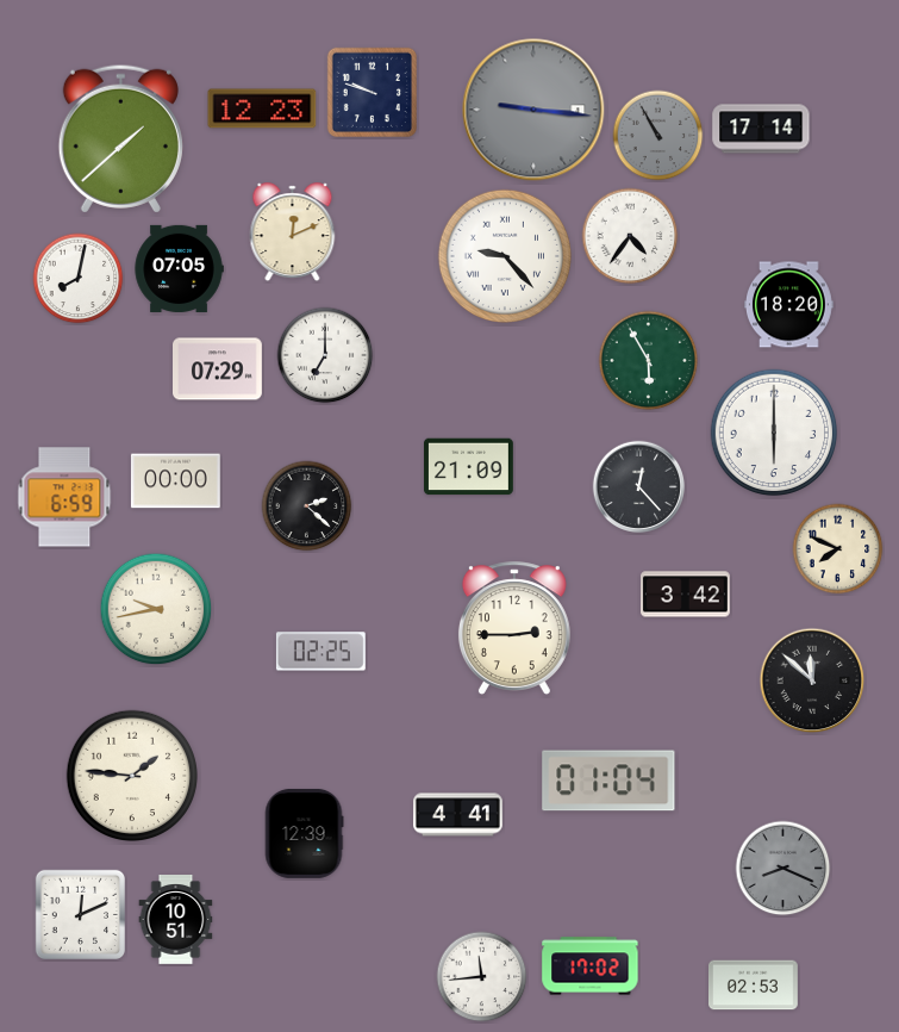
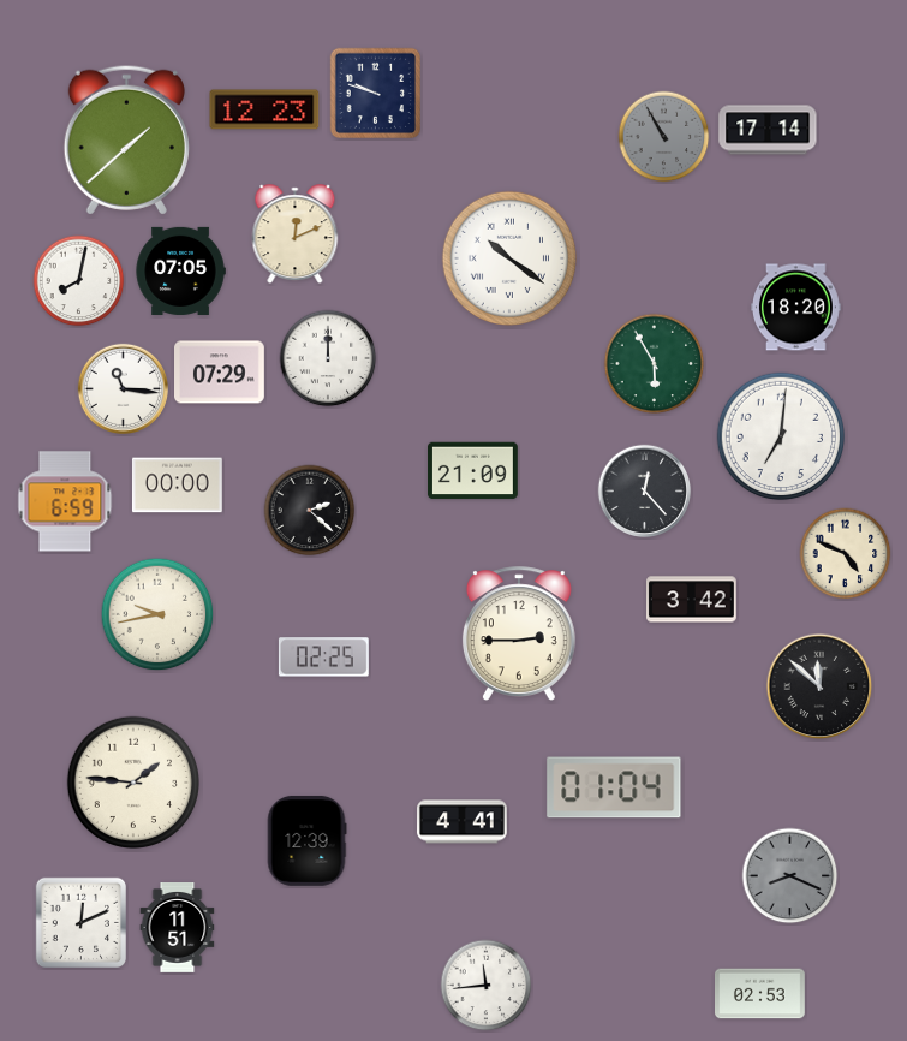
clock at (533, 110): 9:16 -> none
clock at (120, 138) position: (120, 138) -> (126, 139)
clock at (630, 236): 4:36 -> none
clock at (504, 255): 9:23 -> 10:21
clock at (325, 355): 7:00 -> 12:00
clock at (123, 388): none -> 11:16
clock at (774, 433): 6:00 -> 7:01
clock at (838, 549): 7:49 -> 4:49
clock at (176, 920): 10:51 -> 11:51
clock at (591, 966): 17:02 -> none
